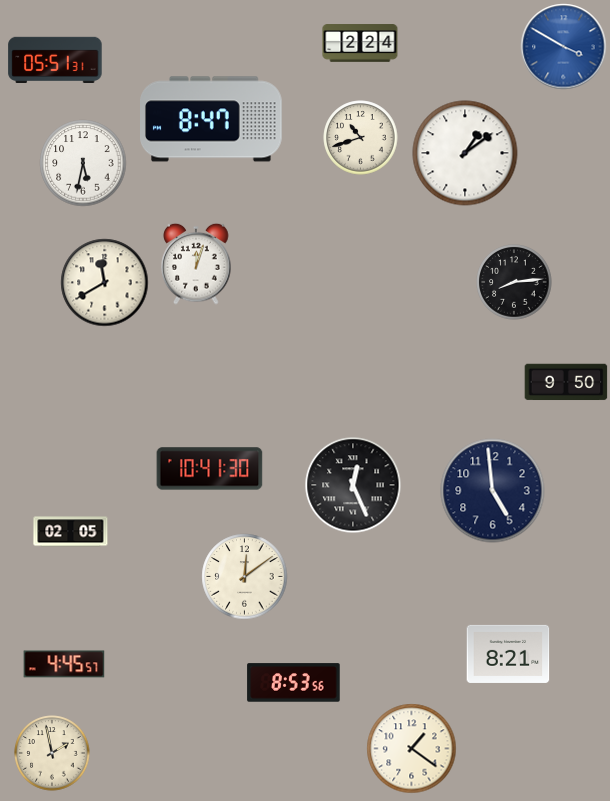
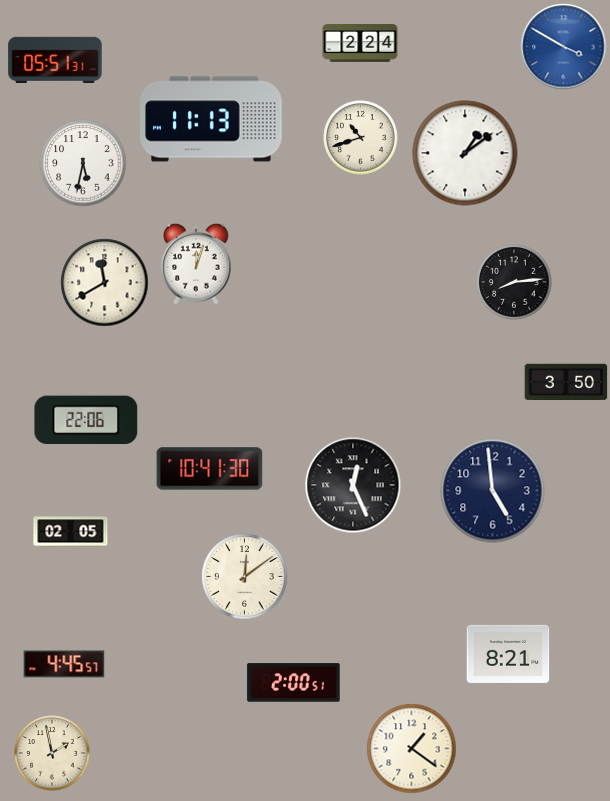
clock at (212, 119): 8:47 -> 11:13
clock at (566, 382): 9:50 -> 3:50
clock at (86, 420): none -> 22:06
clock at (294, 683): 8:53 -> 2:00
